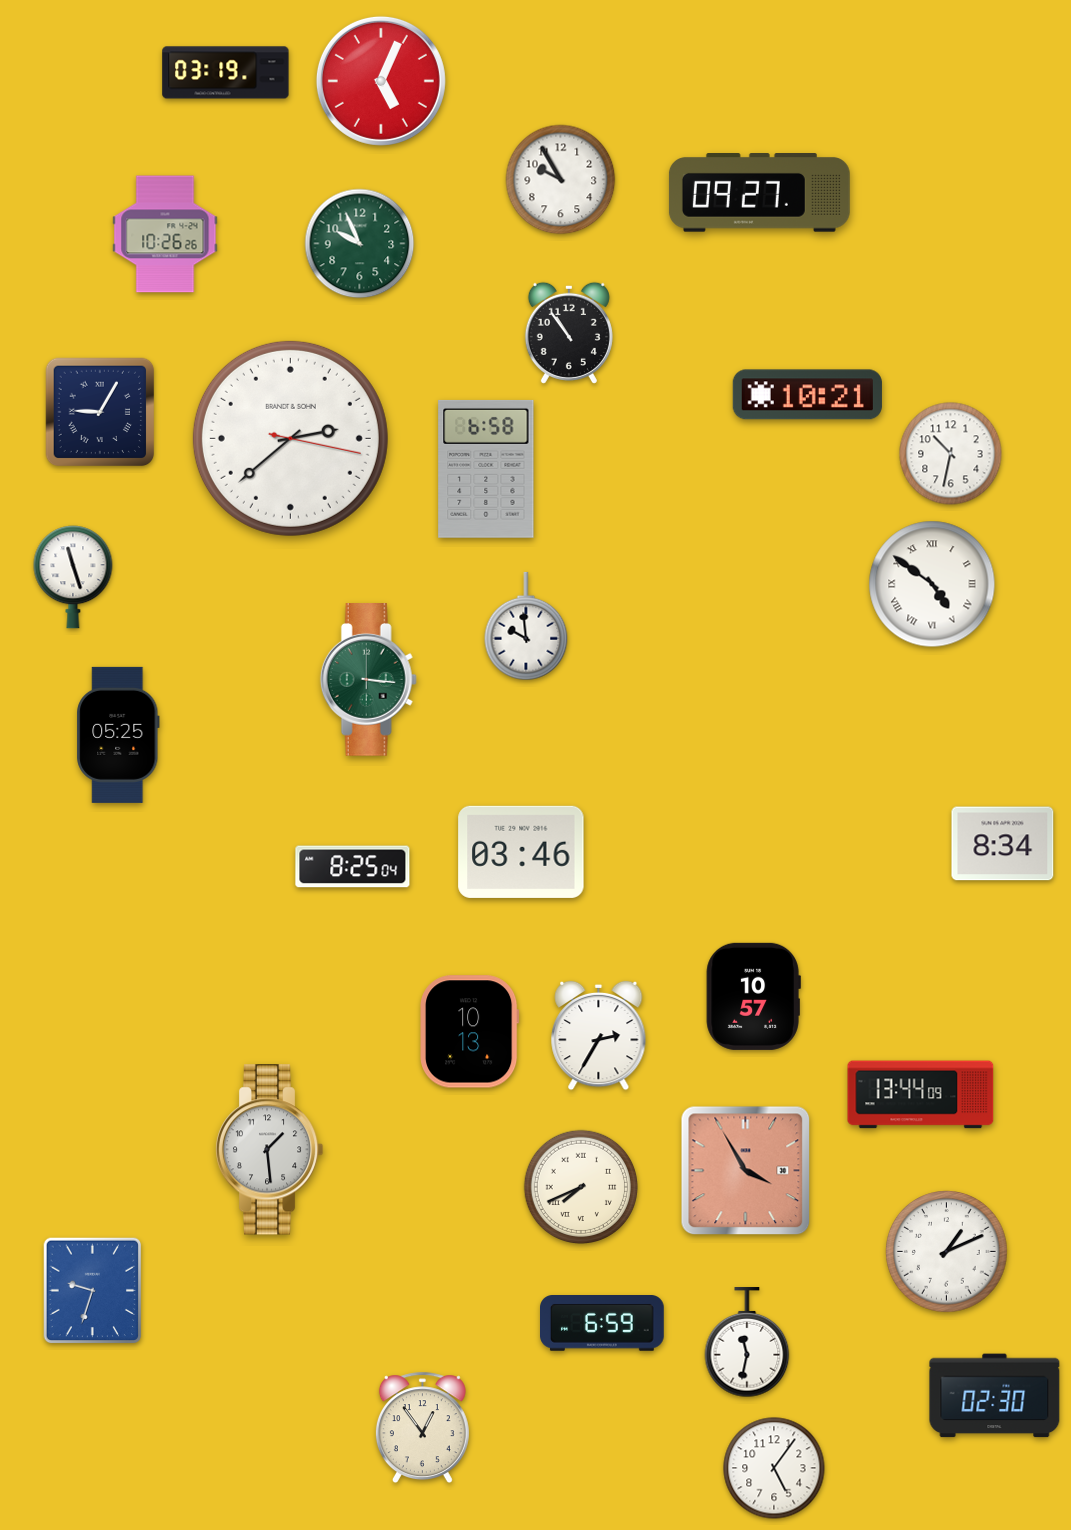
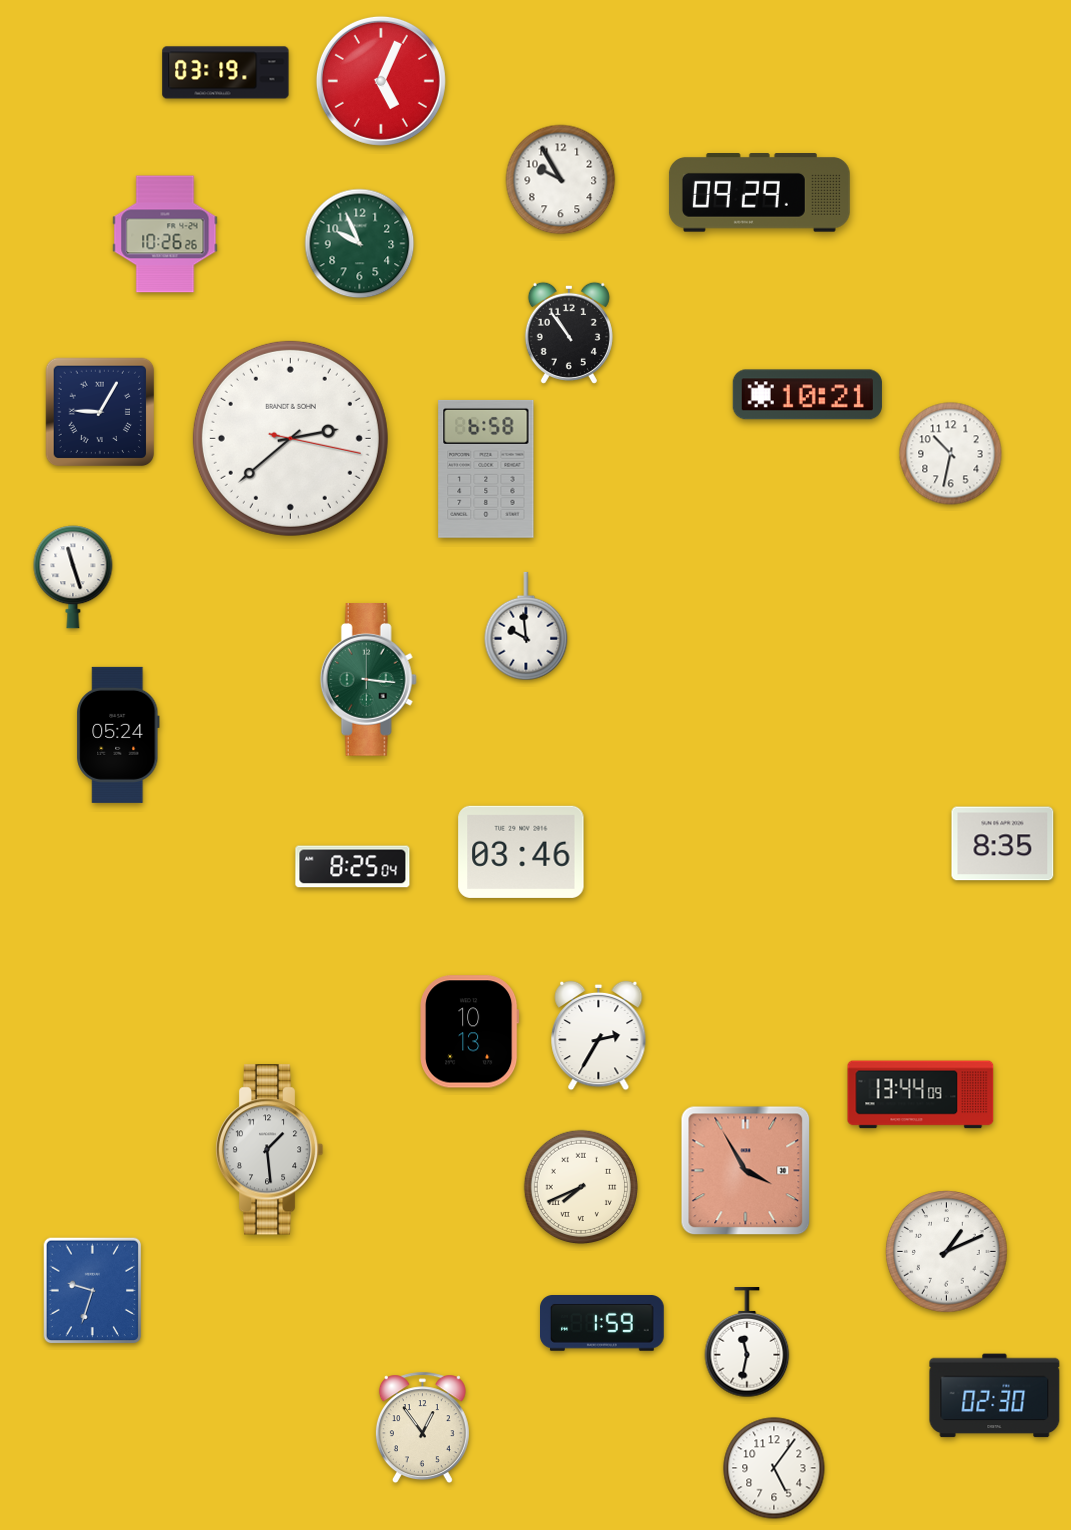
clock at (759, 193): 09:27 -> 09:29
clock at (932, 584): 4:51 -> none
clock at (118, 735): 05:25 -> 05:24
clock at (1003, 844): 8:34 -> 8:35
clock at (753, 996): 10:57 -> none
clock at (603, 1324): 6:59 -> 1:59
